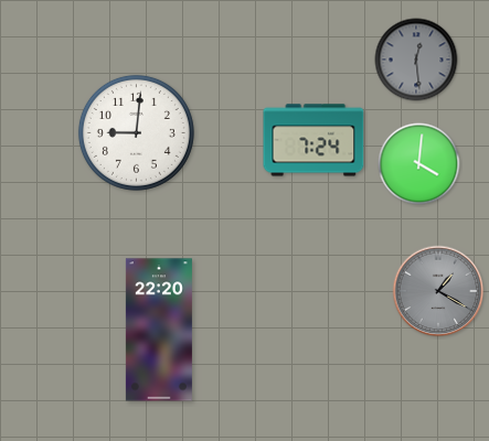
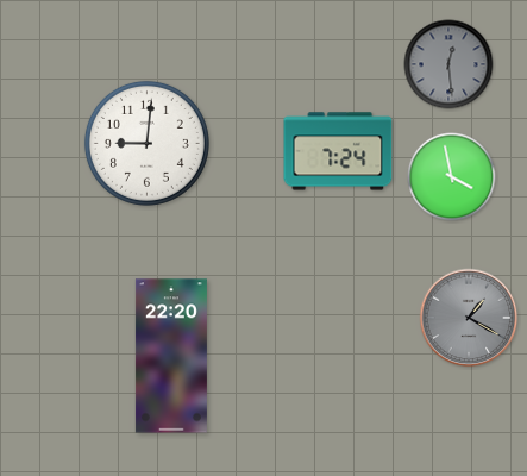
clock at (419, 164): 4:01 -> 3:58
clock at (438, 291) position: (438, 291) -> (469, 318)
